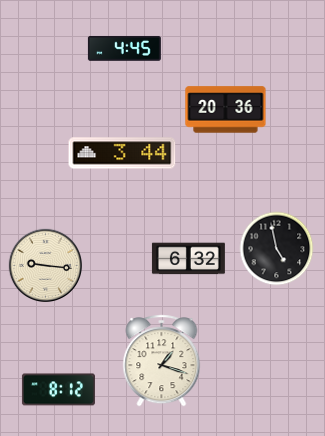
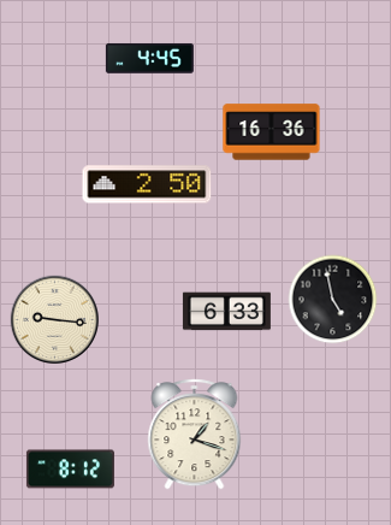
clock at (226, 110): 20:36 -> 16:36
clock at (122, 153): 3:44 -> 2:50
clock at (188, 259): 6:32 -> 6:33
